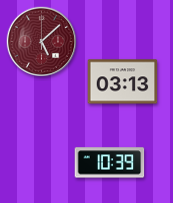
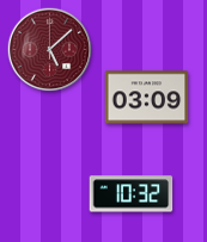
clock at (123, 82): 03:13 -> 03:09
clock at (110, 163): 10:39 -> 10:32
